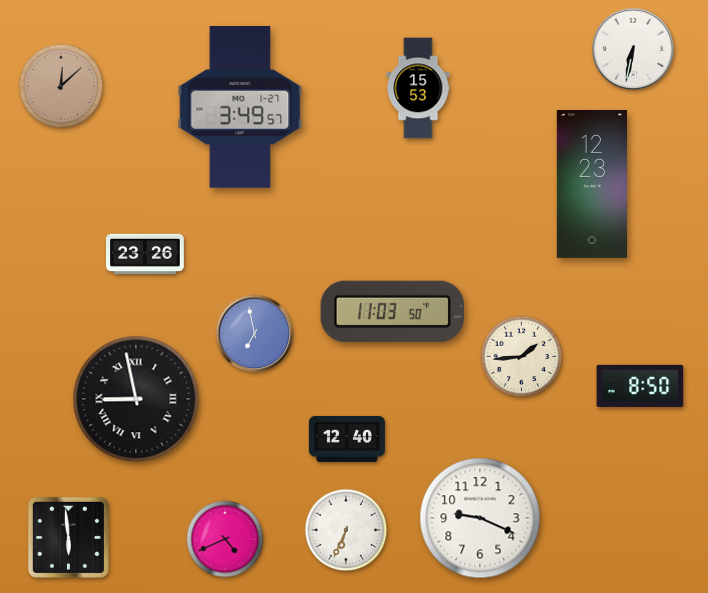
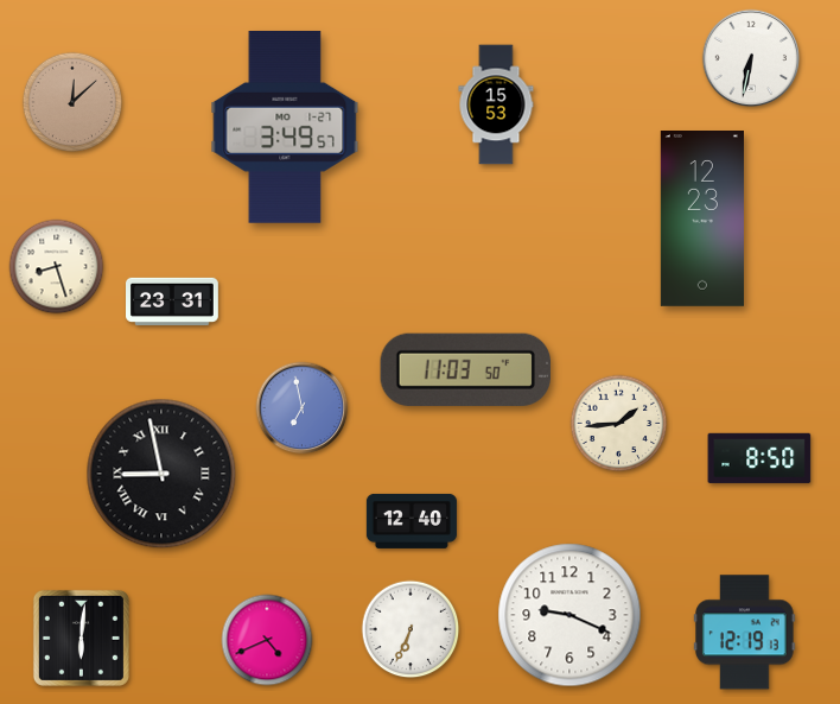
clock at (57, 267): none -> 8:27
clock at (146, 254): 23:26 -> 23:31
clock at (255, 334) position: (255, 334) -> (303, 408)
clock at (745, 633): none -> 12:19
clock at (68, 537): 5:59 -> 6:01
